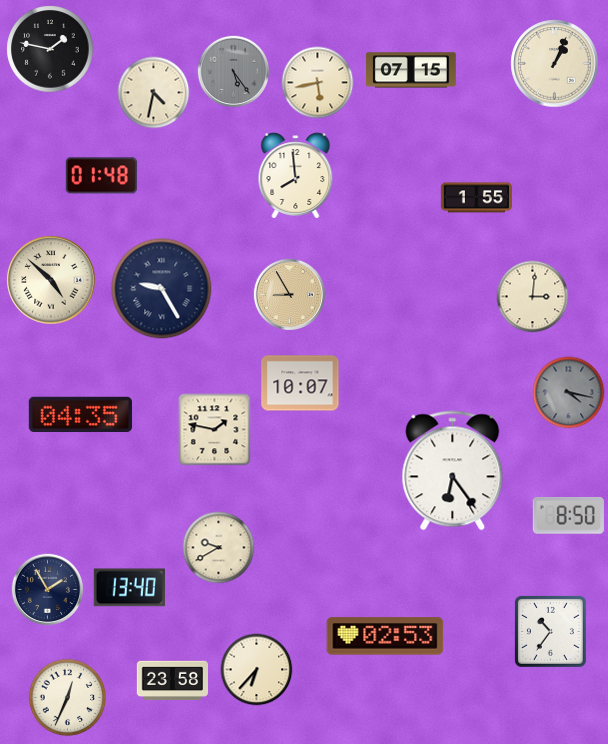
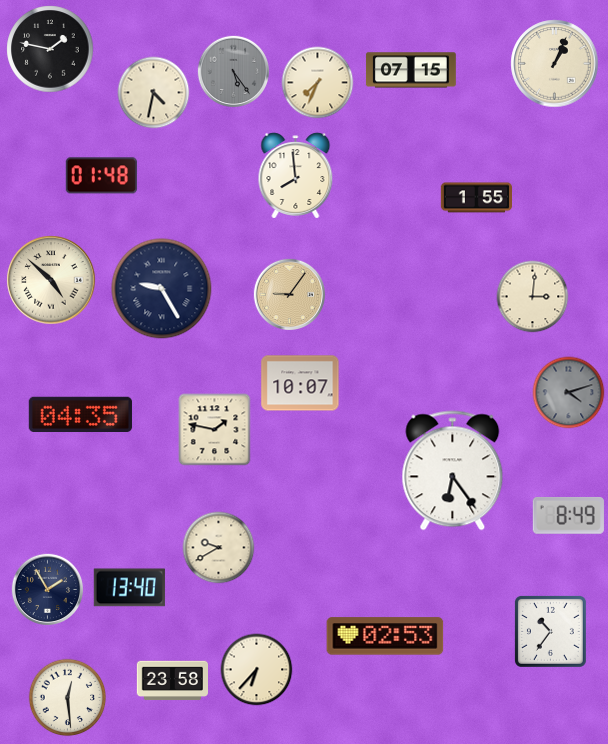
clock at (318, 83): 5:43 -> 7:34
clock at (289, 294): 8:55 -> 9:06
clock at (569, 393): 4:17 -> 4:12
clock at (568, 515): 8:50 -> 8:49
clock at (68, 698): 12:34 -> 12:29
